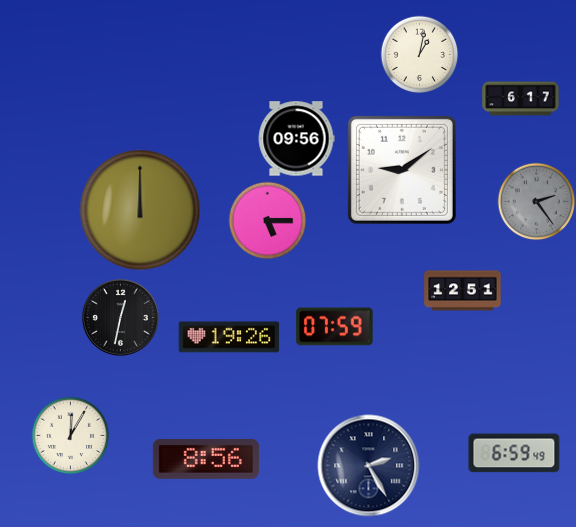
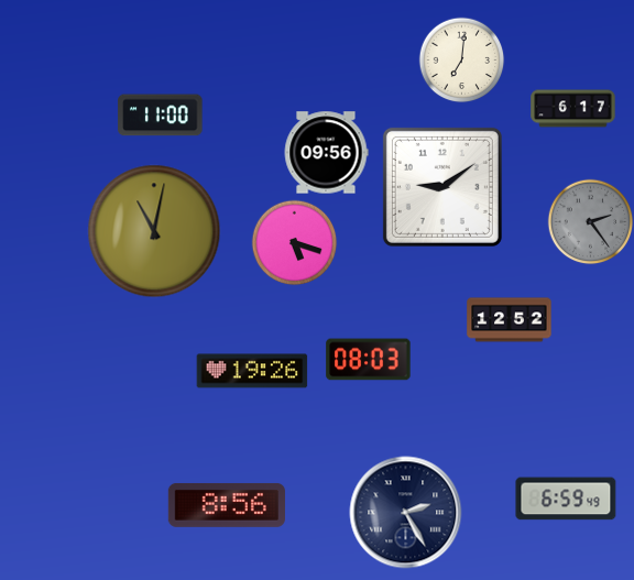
clock at (419, 54): 1:02 -> 7:01
clock at (161, 116): none -> 11:00
clock at (140, 210): 12:00 -> 11:02
clock at (267, 220): 5:15 -> 5:18
clock at (463, 291): 12:51 -> 12:52
clock at (120, 317): 12:32 -> none
clock at (335, 327): 07:59 -> 08:03
clock at (70, 435): 12:05 -> none
